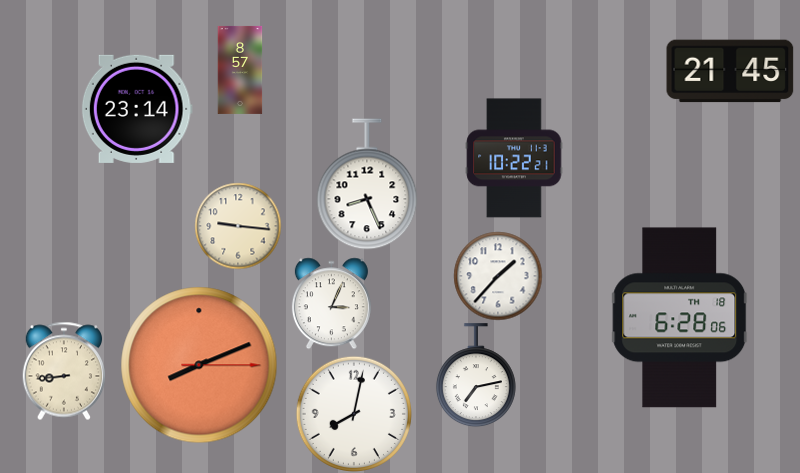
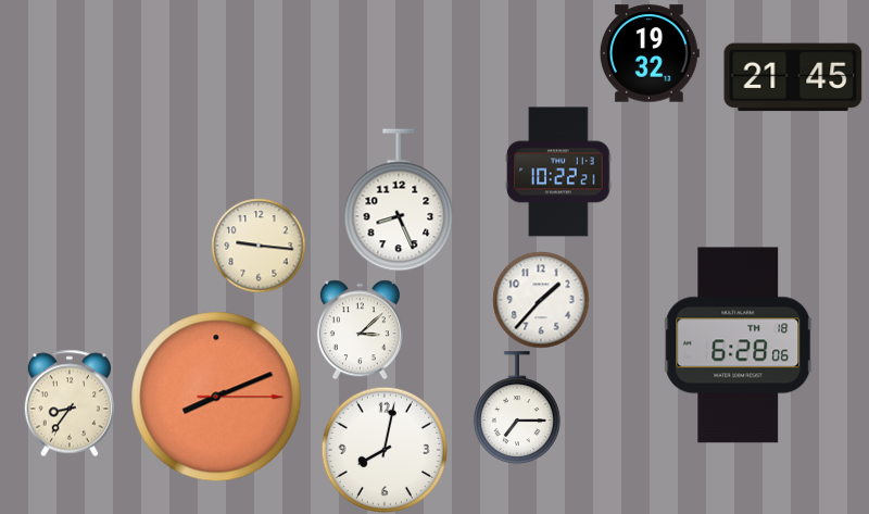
clock at (650, 53): none -> 19:32
clock at (240, 70): 8:57 -> none
clock at (137, 109): 23:14 -> none
clock at (331, 303): 3:04 -> 3:08
clock at (63, 371): 8:44 -> 8:36
clock at (476, 375): 7:13 -> 7:15
